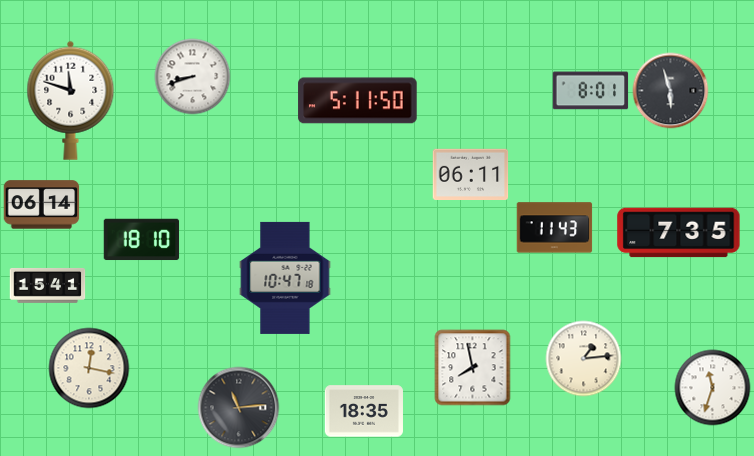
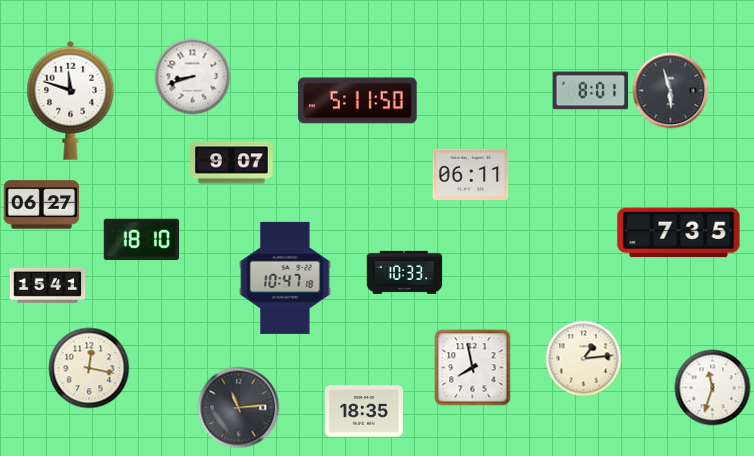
clock at (232, 163): none -> 9:07
clock at (42, 205): 06:14 -> 06:27
clock at (555, 228): 11:43 -> none
clock at (405, 272): none -> 10:33
